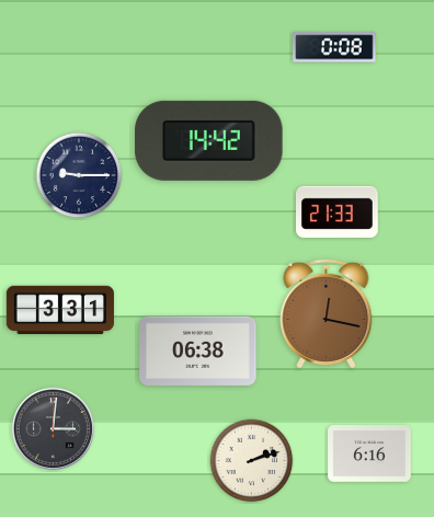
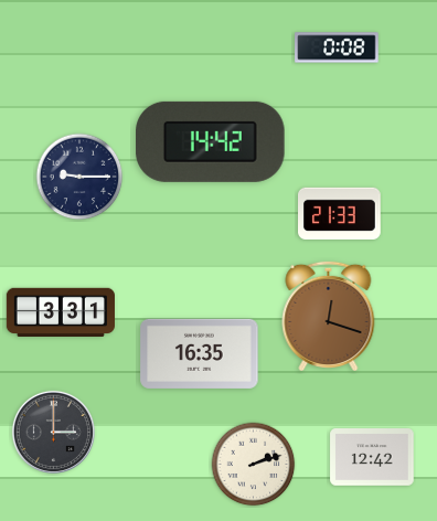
clock at (327, 312): 12:17 -> 12:18
clock at (198, 351): 06:38 -> 16:35
clock at (53, 428): 3:01 -> 3:00
clock at (369, 453): 6:16 -> 12:42
